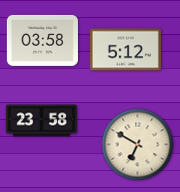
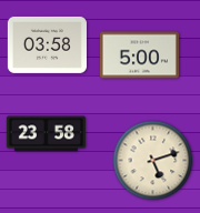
clock at (125, 50): 5:12 -> 5:00
clock at (138, 145): 6:50 -> 5:12
